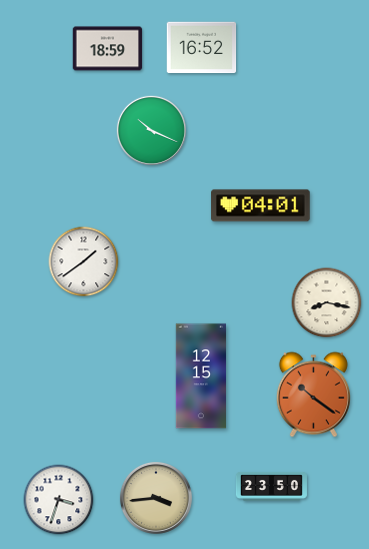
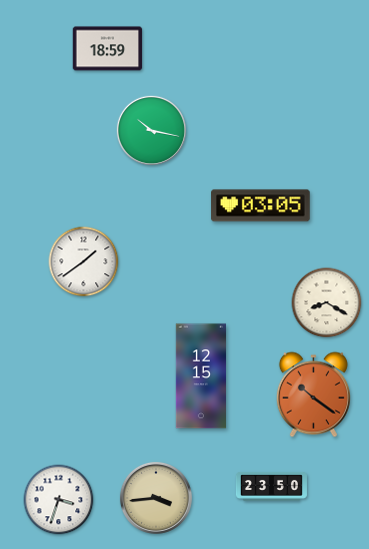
clock at (202, 48): 16:52 -> none
clock at (151, 130): 10:19 -> 10:17
clock at (261, 206): 04:01 -> 03:05
clock at (327, 303): 8:17 -> 8:20
